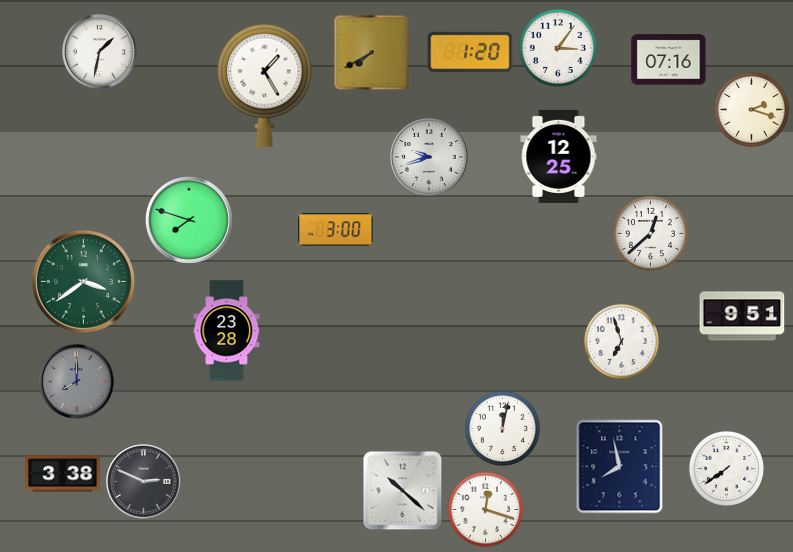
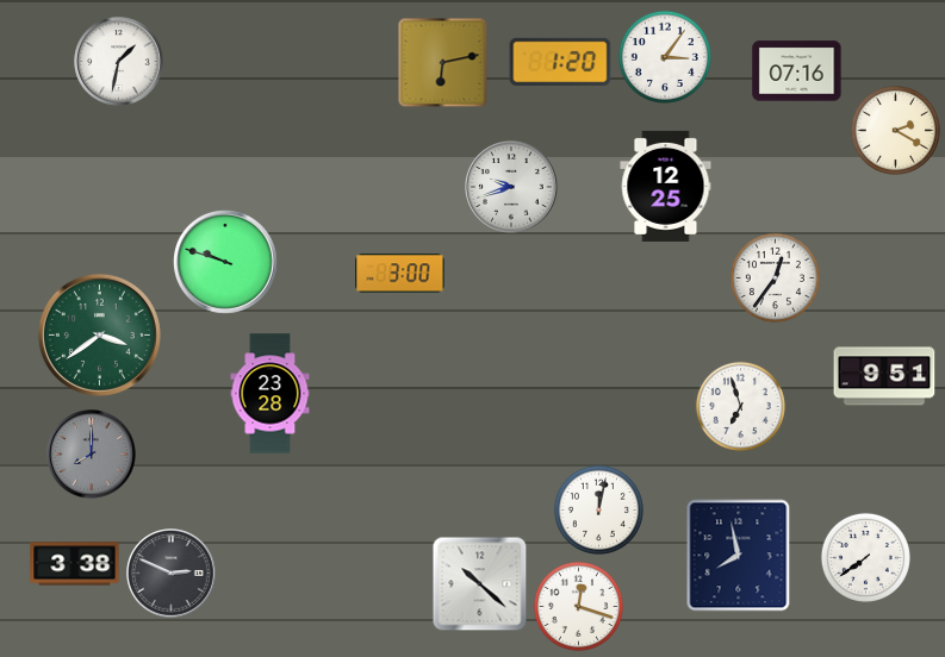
clock at (372, 53): 7:40 -> 6:13
clock at (265, 85): 1:25 -> none
clock at (751, 109): 2:18 -> 2:20
clock at (190, 221): 7:48 -> 9:48
clock at (650, 233): 12:38 -> 12:36
